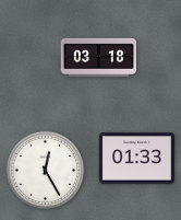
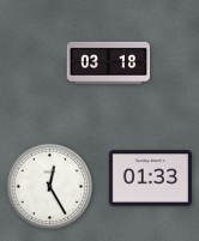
clock at (136, 159) position: (136, 159) -> (150, 179)
